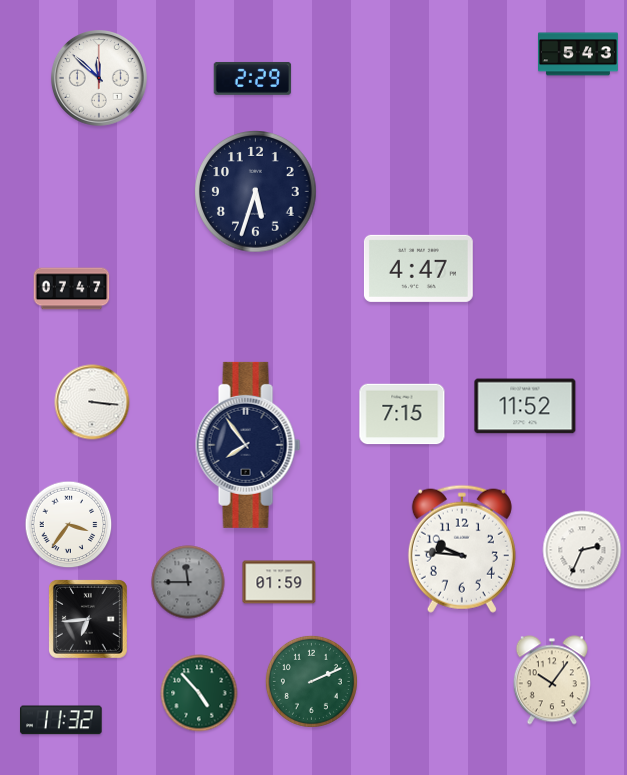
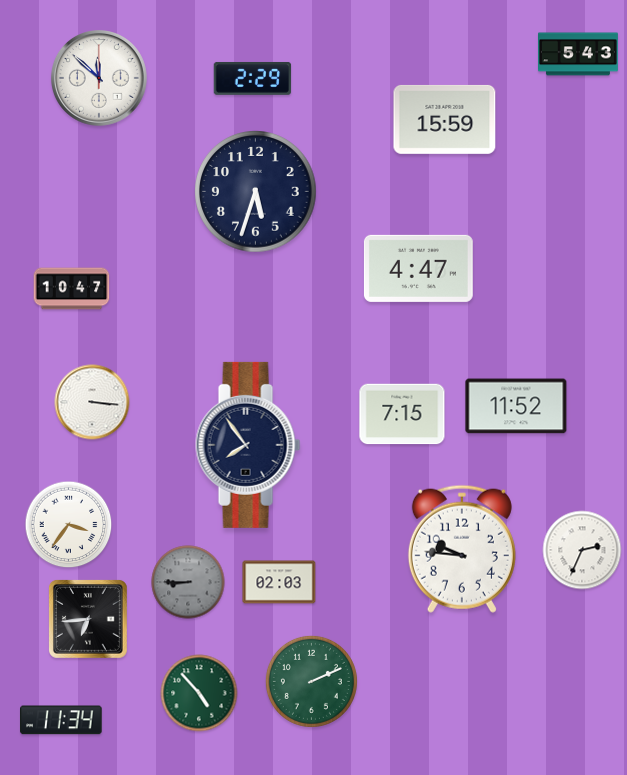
clock at (445, 119): none -> 15:59
clock at (72, 289): 07:47 -> 10:47
clock at (525, 406) position: (525, 406) -> (516, 406)
clock at (188, 582): 11:45 -> 8:45
clock at (279, 582): 01:59 -> 02:03
clock at (552, 680): 10:06 -> none
clock at (61, 720): 11:32 -> 11:34
